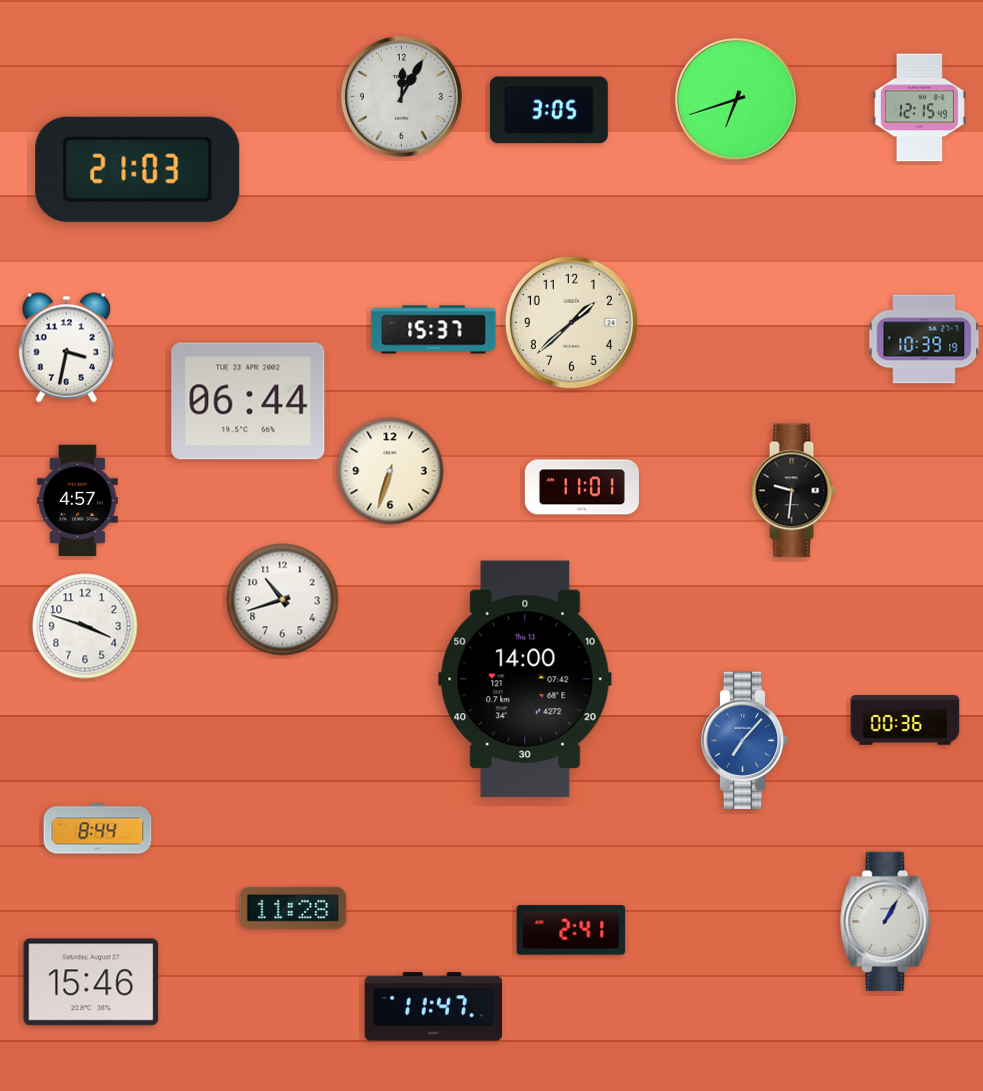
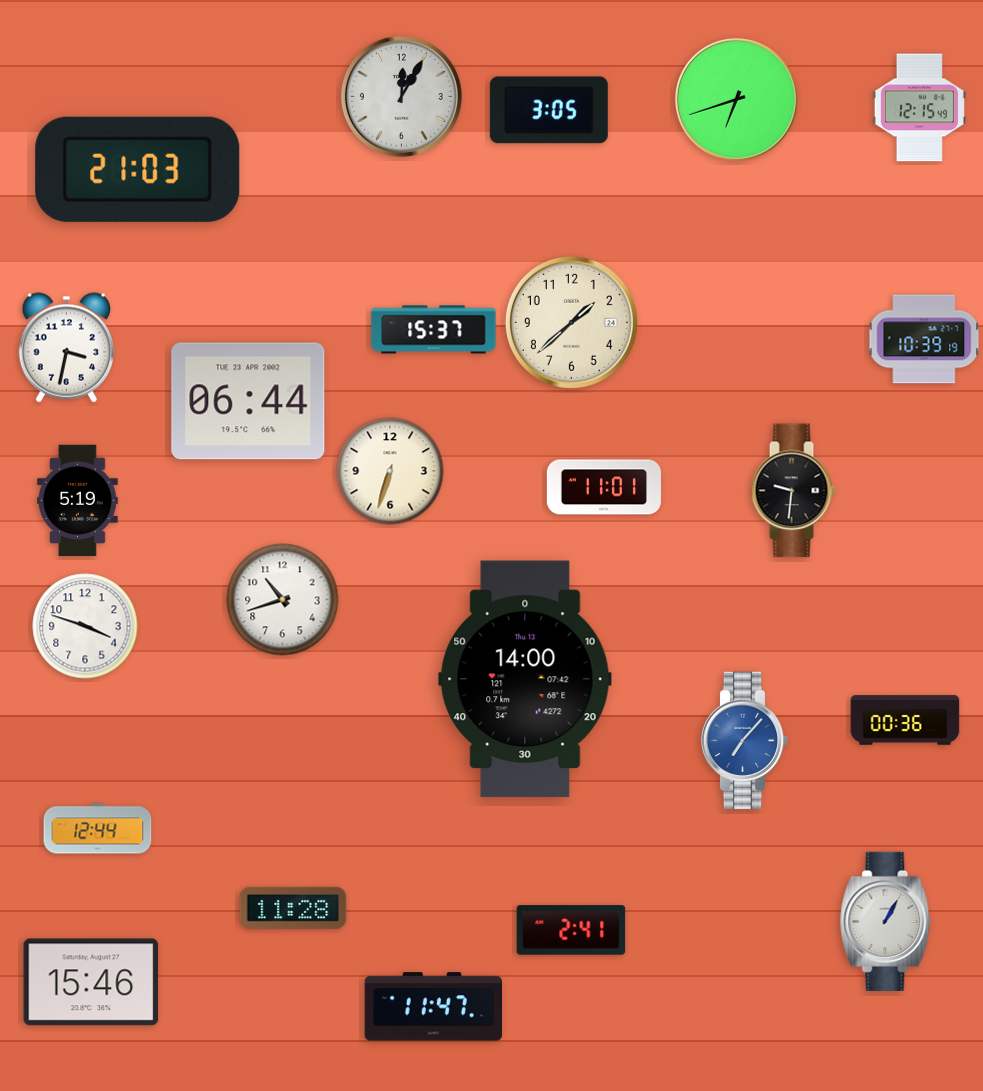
clock at (582, 487) position: (582, 487) -> (604, 487)
clock at (78, 501): 4:57 -> 5:19
clock at (98, 829): 8:44 -> 12:44
